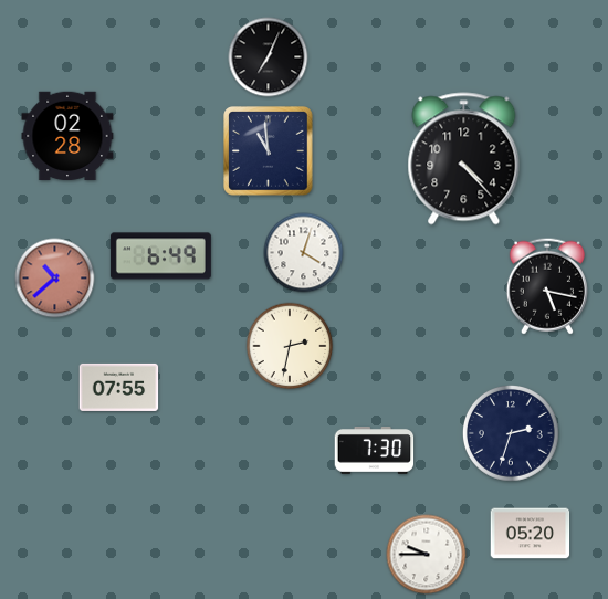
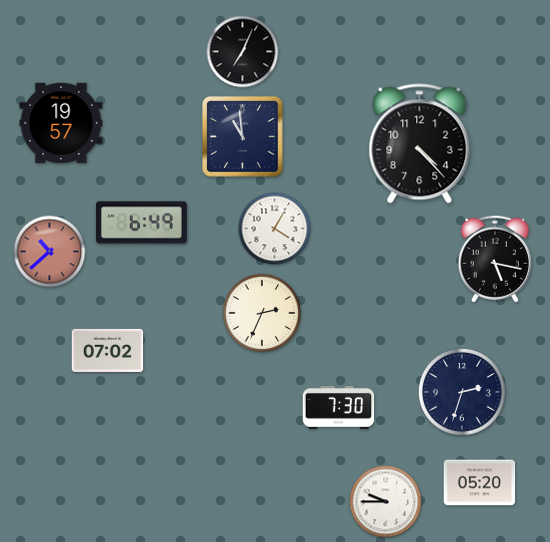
clock at (67, 136): 02:28 -> 19:57
clock at (304, 253): 4:03 -> 4:05
clock at (160, 256) position: (160, 256) -> (141, 223)
clock at (290, 346): 2:32 -> 2:34
clock at (119, 387): 07:55 -> 07:02
